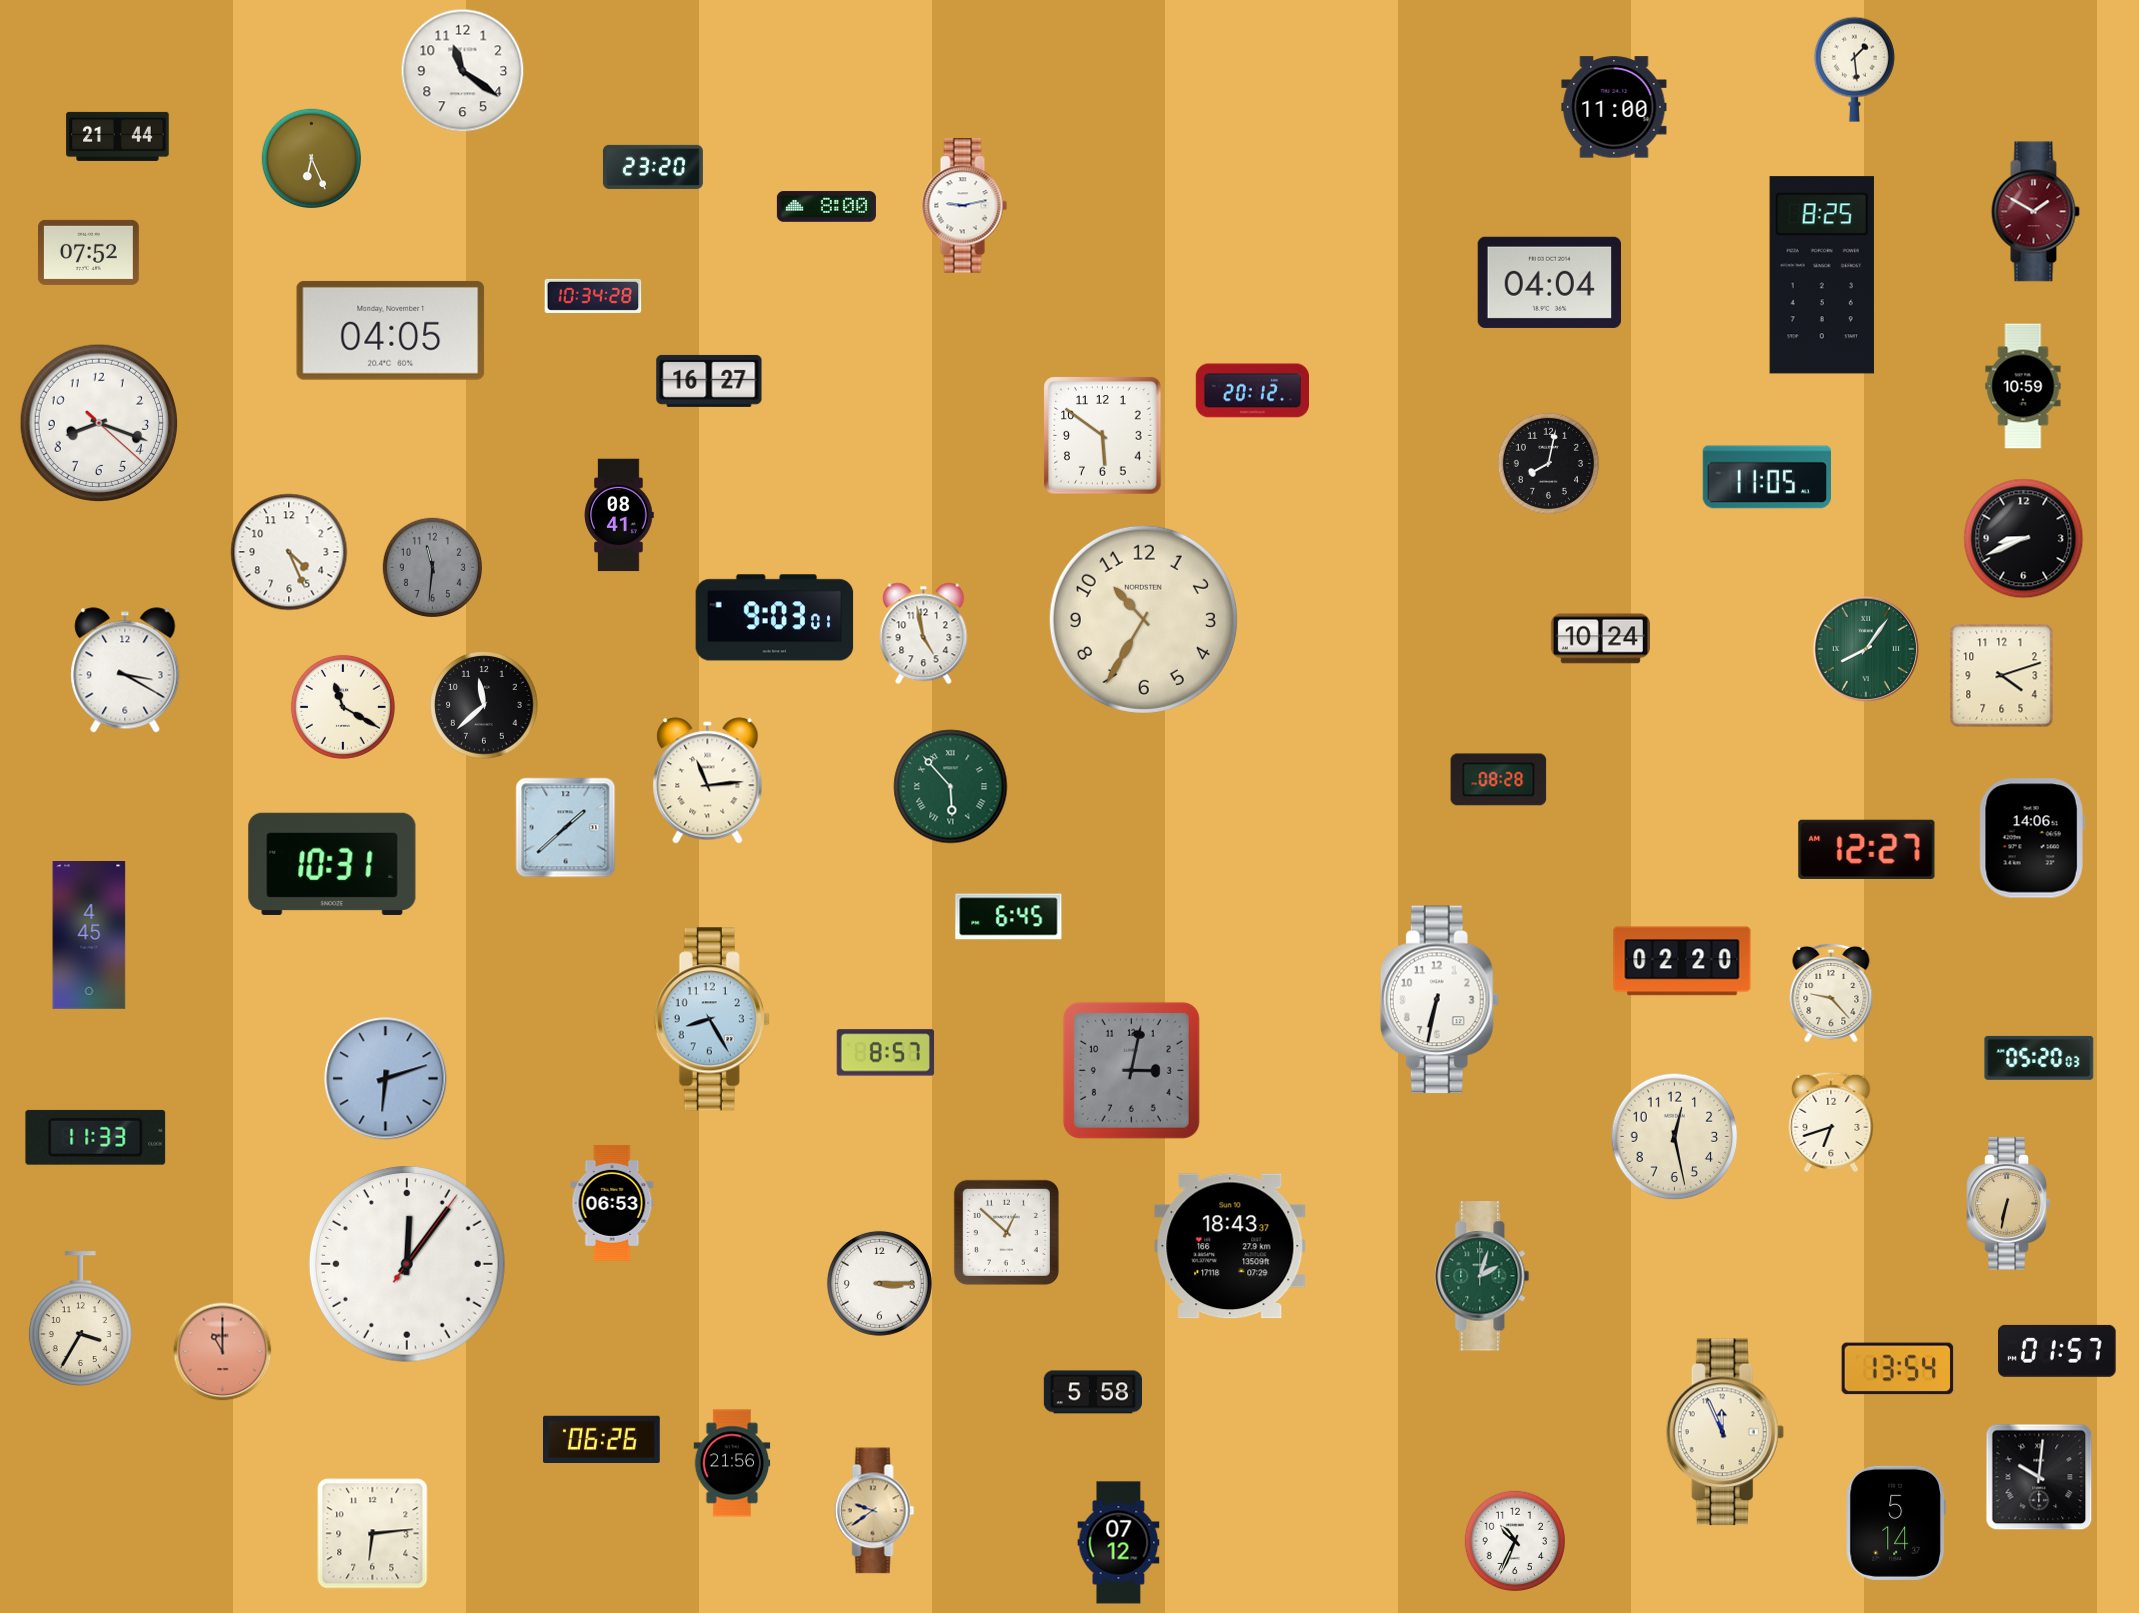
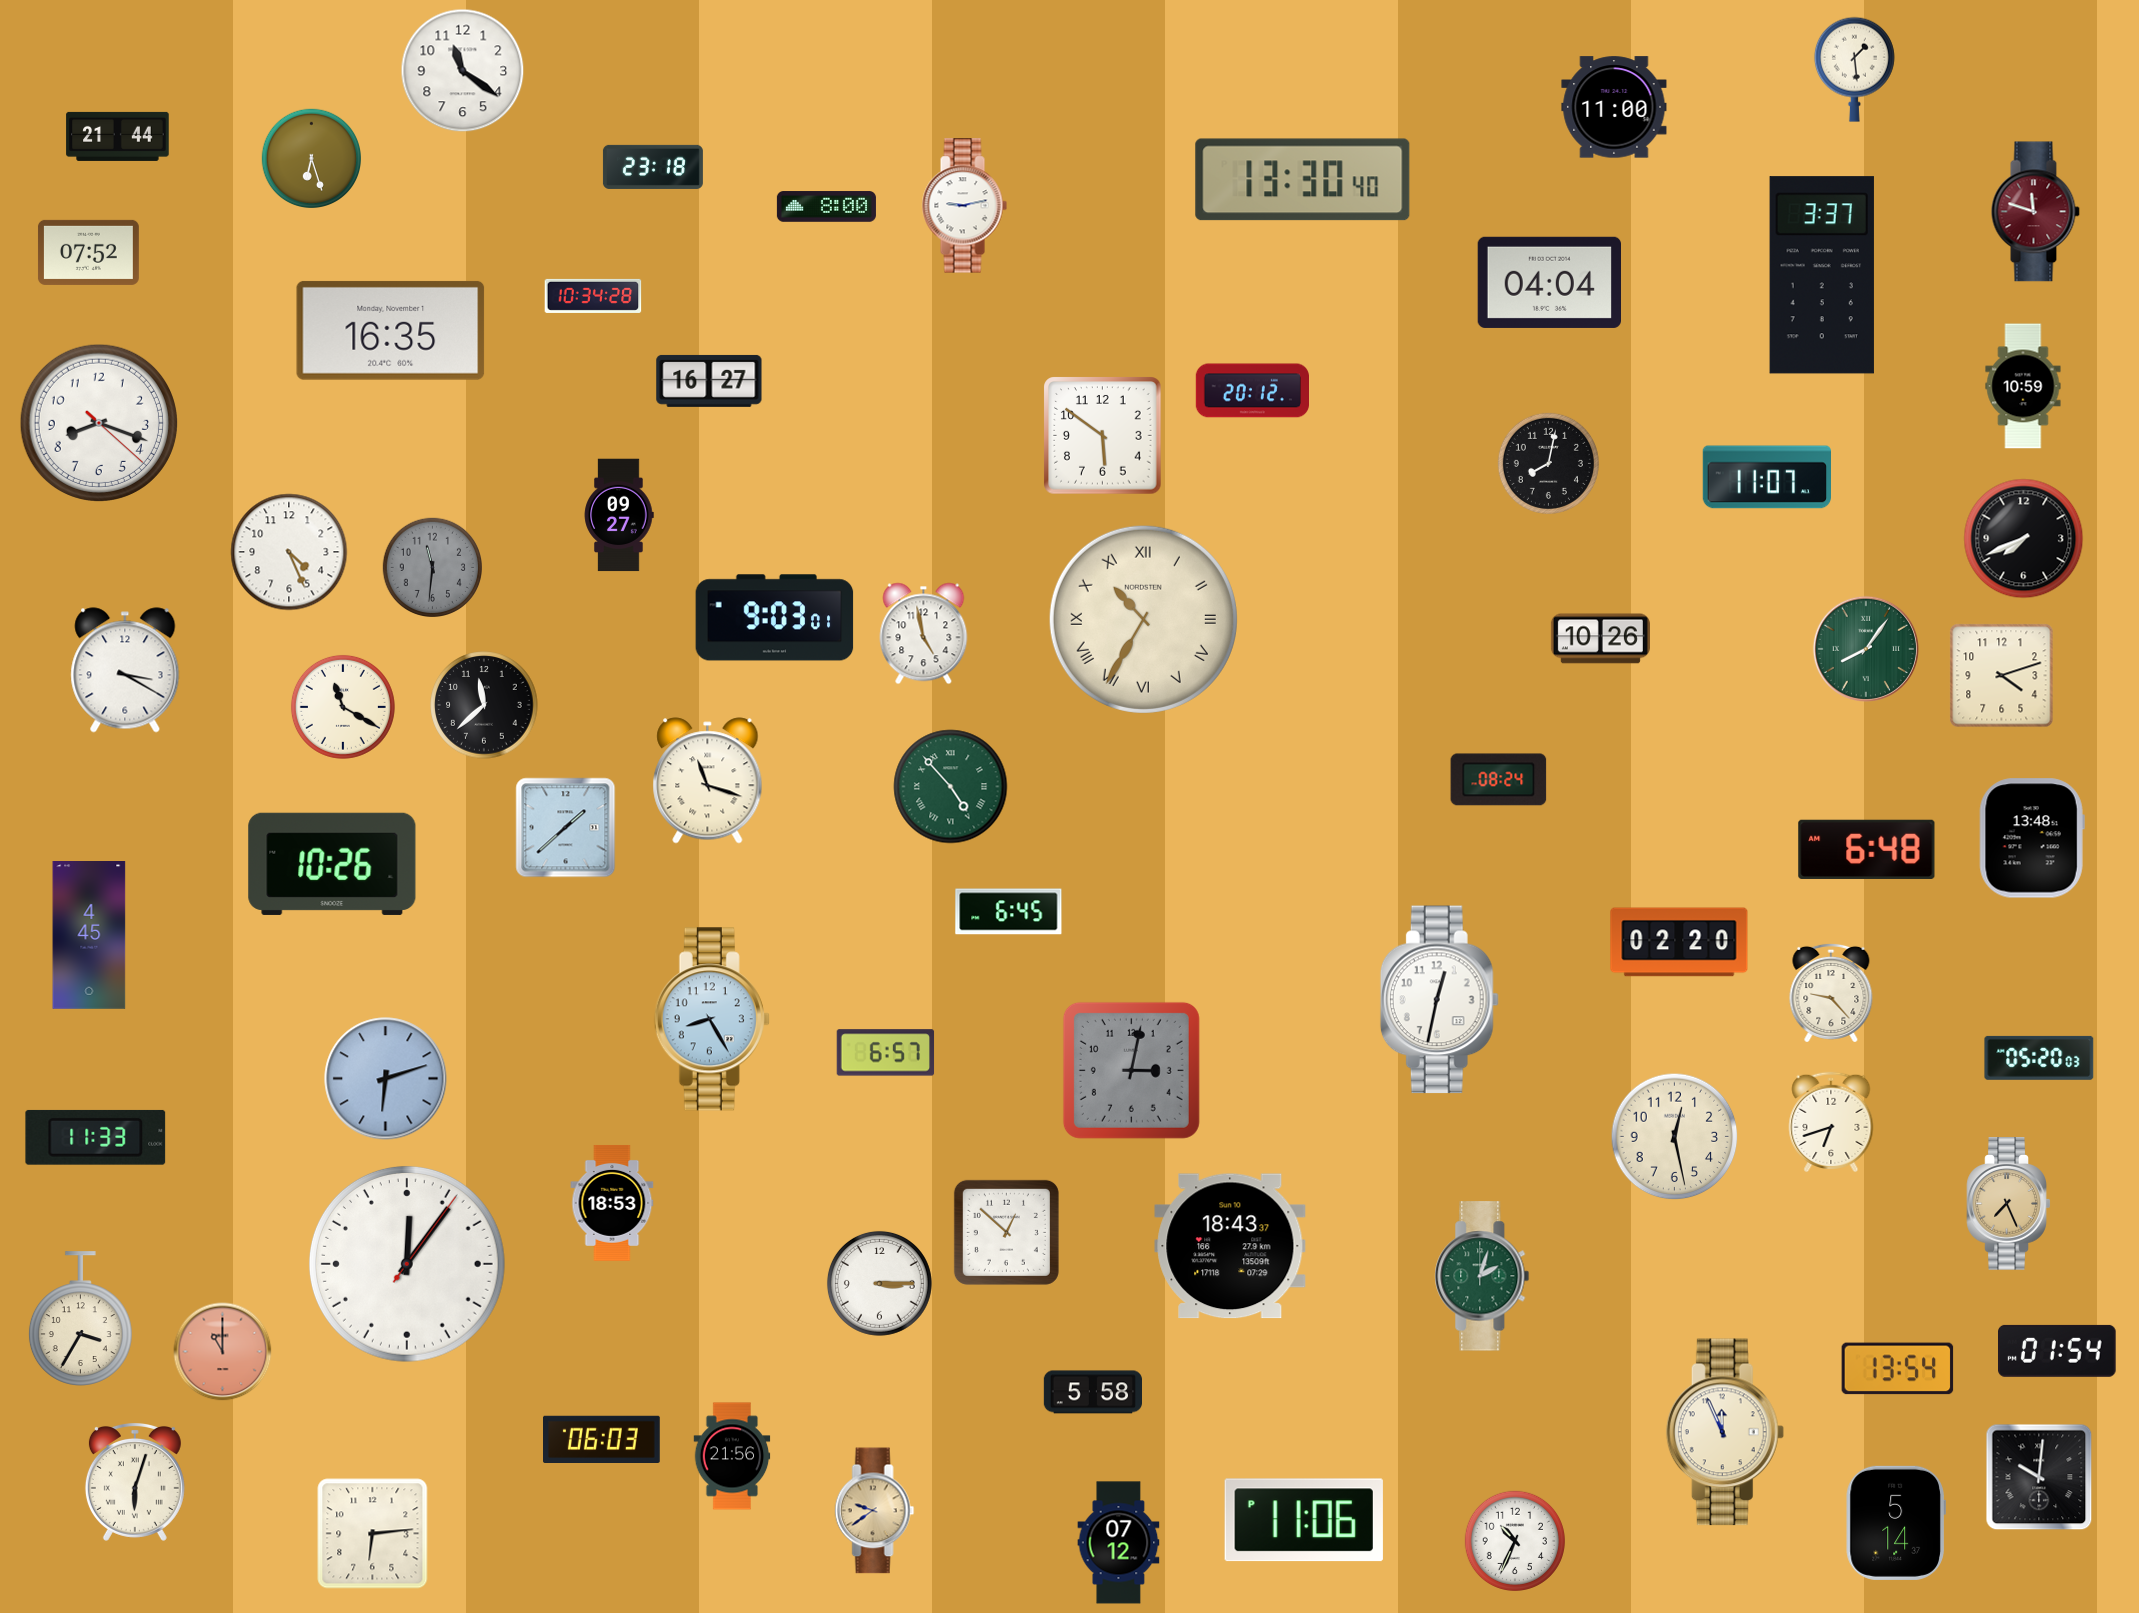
clock at (311, 158): 6:26 -> 6:27
clock at (653, 167): 23:20 -> 23:18
clock at (1303, 180): none -> 13:30
clock at (2035, 212): 1:50 -> 11:48
clock at (1822, 275): 8:25 -> 3:37
clock at (391, 330): 04:05 -> 16:35
clock at (1766, 477): 11:05 -> 11:07
clock at (619, 515): 08:41 -> 09:27
clock at (2024, 539): 8:41 -> 7:41
clock at (1143, 619) numerals: Arabic -> Roman
clock at (1600, 639): 10:24 -> 10:26
clock at (1499, 780): 08:28 -> 08:24
clock at (708, 781): 11:14 -> 11:18
clock at (951, 787): 5:53 -> 4:53
clock at (2032, 838): 14:06 -> 13:48
clock at (1867, 849): 12:27 -> 6:48
clock at (332, 864): 10:31 -> 10:26
clock at (1009, 917) position: (1009, 917) -> (1009, 912)
clock at (1682, 961) position: (1682, 961) -> (1679, 942)
clock at (1439, 1000): 6:32 -> 12:32
clock at (886, 1053): 8:57 -> 6:57
clock at (612, 1203): 06:53 -> 18:53
clock at (2009, 1204): 6:32 -> 7:26
clock at (2058, 1351): 01:57 -> 01:54
clock at (602, 1439): 06:26 -> 06:03
clock at (732, 1463) position: (732, 1463) -> (732, 1456)
clock at (135, 1483): none -> 6:03
clock at (1304, 1520): none -> 11:06
